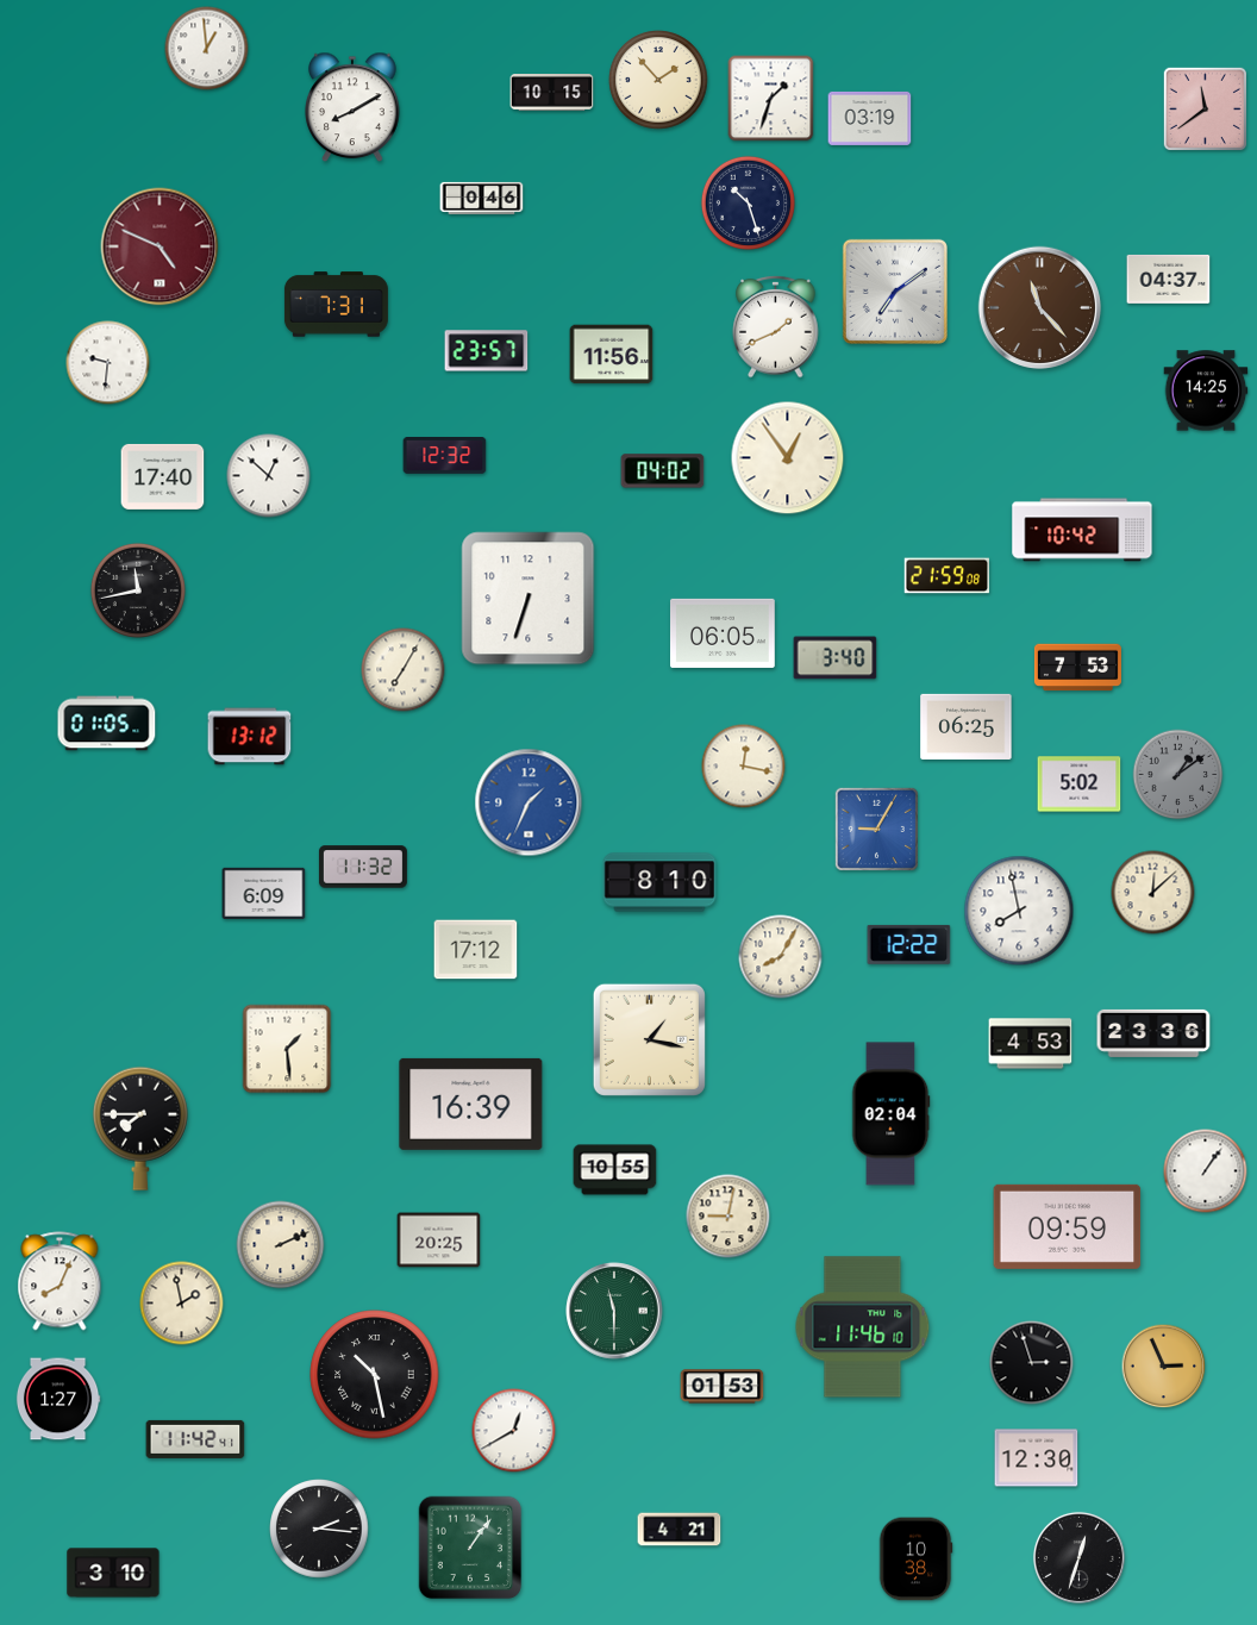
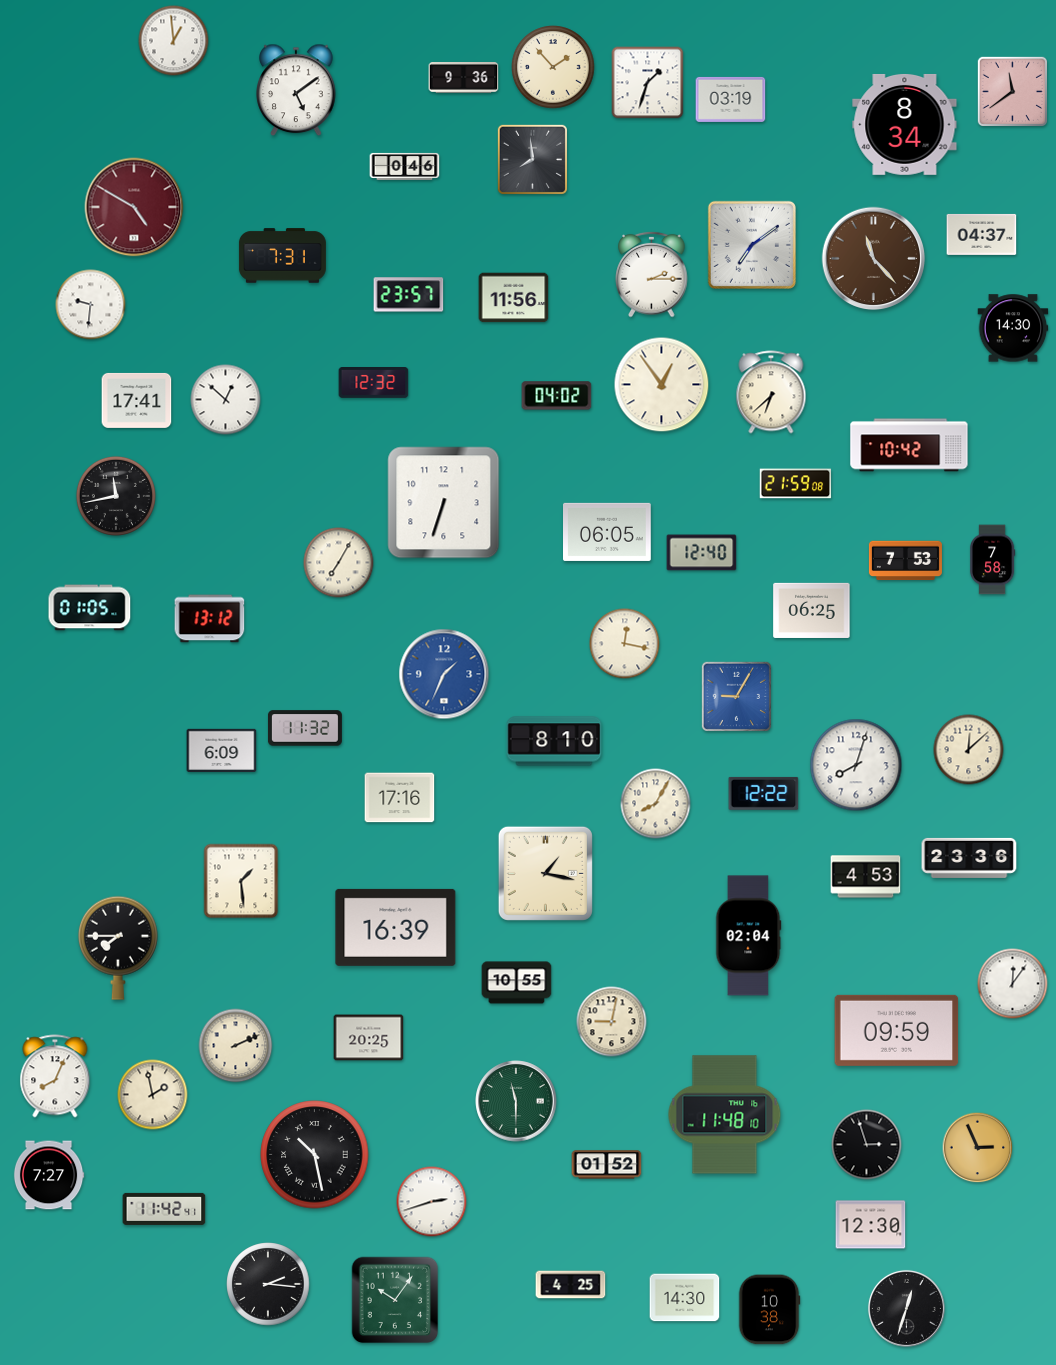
clock at (552, 93): 10:15 -> 9:36
clock at (352, 107): 8:10 -> 5:09
clock at (905, 124): none -> 8:34
clock at (532, 159): none -> 7:59
clock at (748, 202): 10:27 -> none
clock at (160, 246): 4:49 -> 4:50
clock at (776, 326): 1:41 -> 2:15
clock at (1206, 390): 14:25 -> 14:30
clock at (771, 392): none -> 6:38
clock at (163, 476): 17:40 -> 17:41
clock at (836, 658): 3:40 -> 12:40
clock at (992, 560): none -> 7:58
clock at (1178, 775): 1:09 -> none
clock at (1080, 785): 5:02 -> none
clock at (1019, 911): 7:58 -> 8:03
clock at (476, 950): 17:12 -> 17:16
clock at (1153, 1033) position: (1153, 1033) -> (969, 858)
clock at (1206, 1171): 1:06 -> 12:06
clock at (439, 1240) position: (439, 1240) -> (369, 1038)
clock at (60, 1281) position: (60, 1281) -> (55, 1076)
clock at (863, 1327): 11:46 -> 11:48
clock at (723, 1387): 01:53 -> 01:52
clock at (58, 1399): 1:27 -> 7:27
clock at (514, 1431): 12:40 -> 2:42
clock at (680, 1530): 4:21 -> 4:25
clock at (685, 1298): none -> 14:30
clock at (470, 1548): 1:06 -> 10:06
clock at (113, 1573): 3:10 -> none
